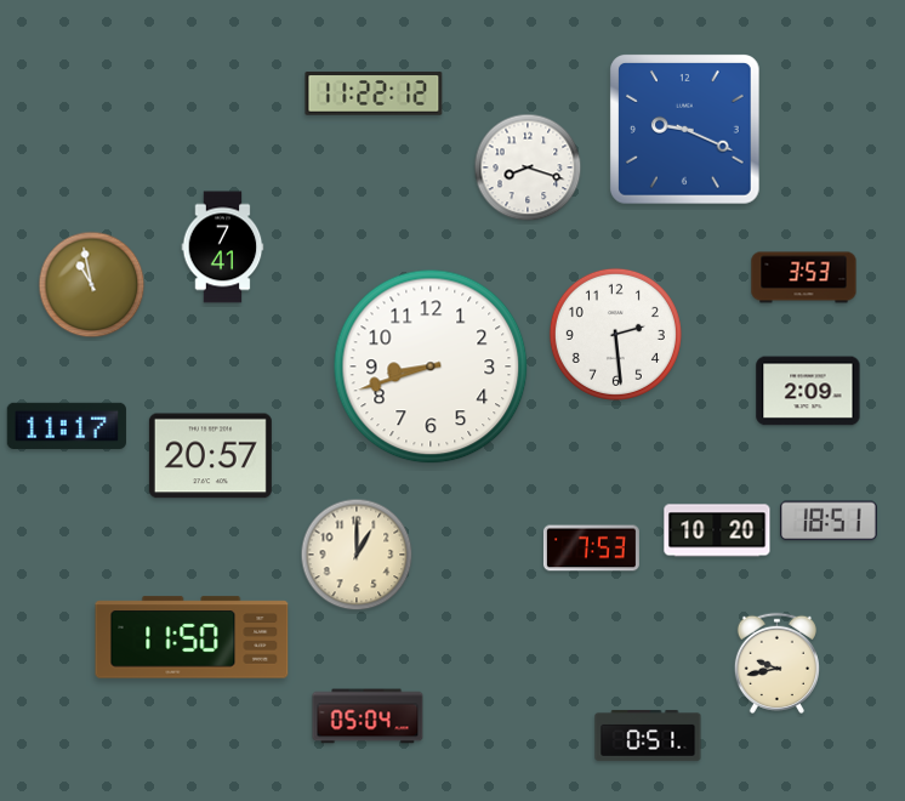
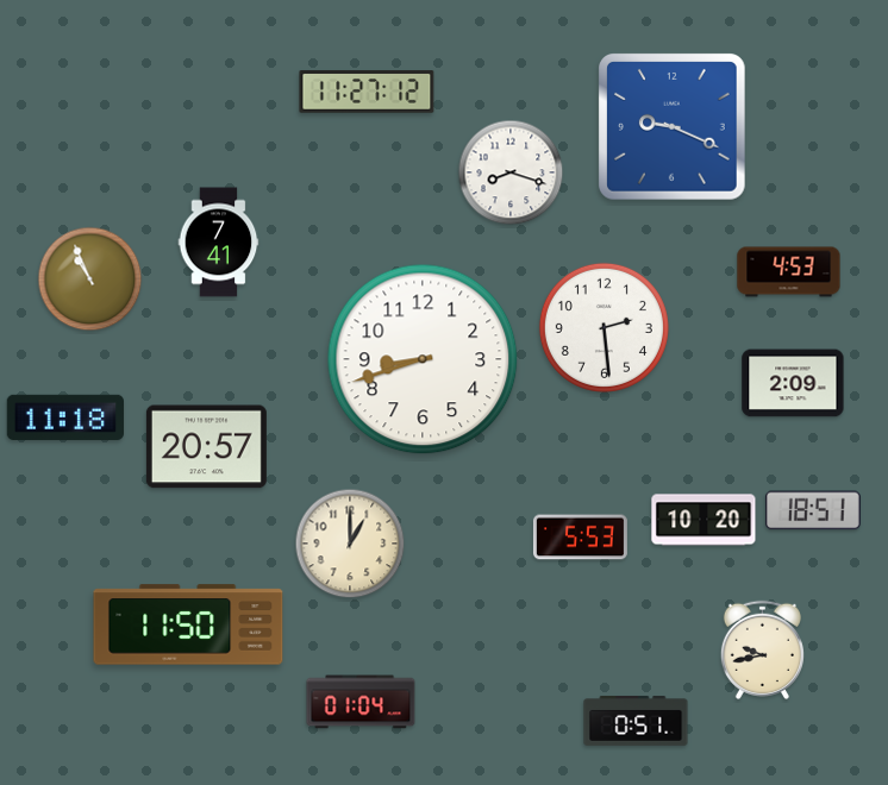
clock at (374, 93): 11:22 -> 11:27
clock at (528, 167) position: (528, 167) -> (511, 172)
clock at (804, 278): 3:53 -> 4:53
clock at (92, 285): 10:58 -> 10:56
clock at (67, 426): 11:17 -> 11:18
clock at (591, 549): 7:53 -> 5:53
clock at (368, 716): 05:04 -> 01:04
